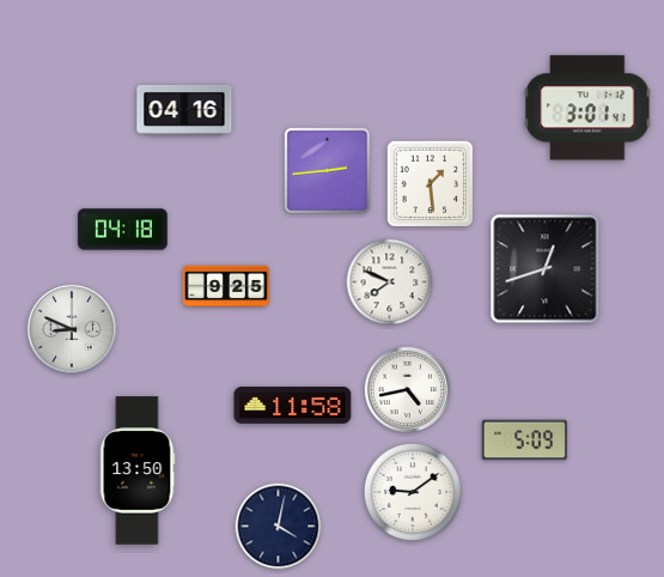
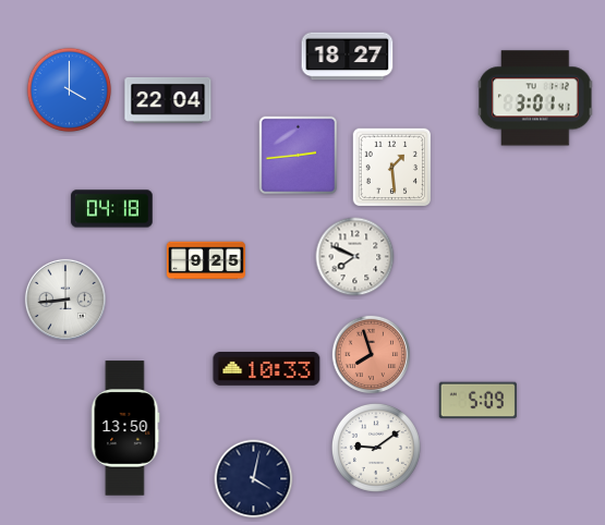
clock at (348, 57): none -> 18:27
clock at (70, 90): none -> 4:00
clock at (184, 110): 04:16 -> 22:04
clock at (546, 269): 12:42 -> none
clock at (72, 329): 8:49 -> 8:44
clock at (407, 389): 4:43 -> 7:57
clock at (407, 389) dial: white -> salmon
clock at (293, 406): 11:58 -> 10:33
